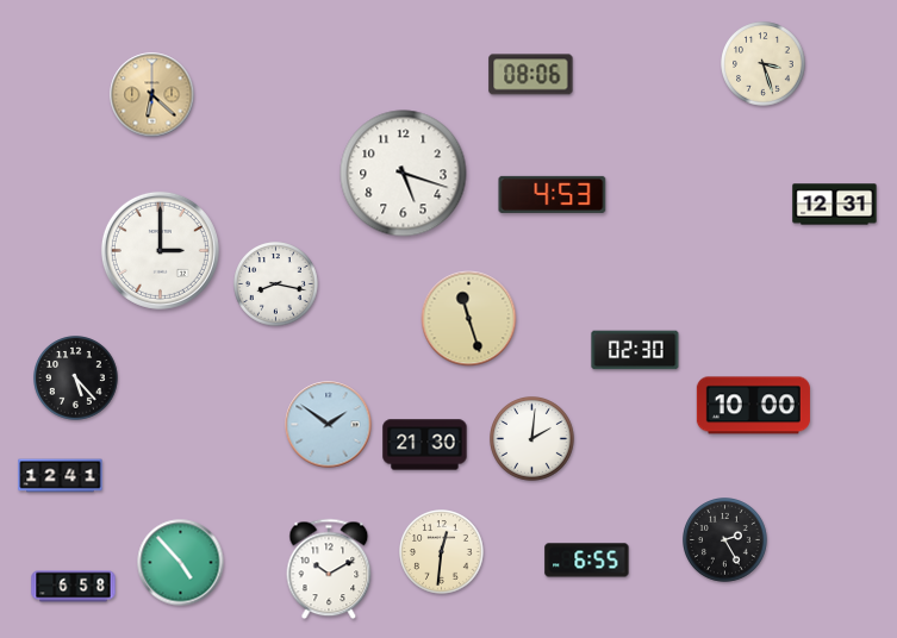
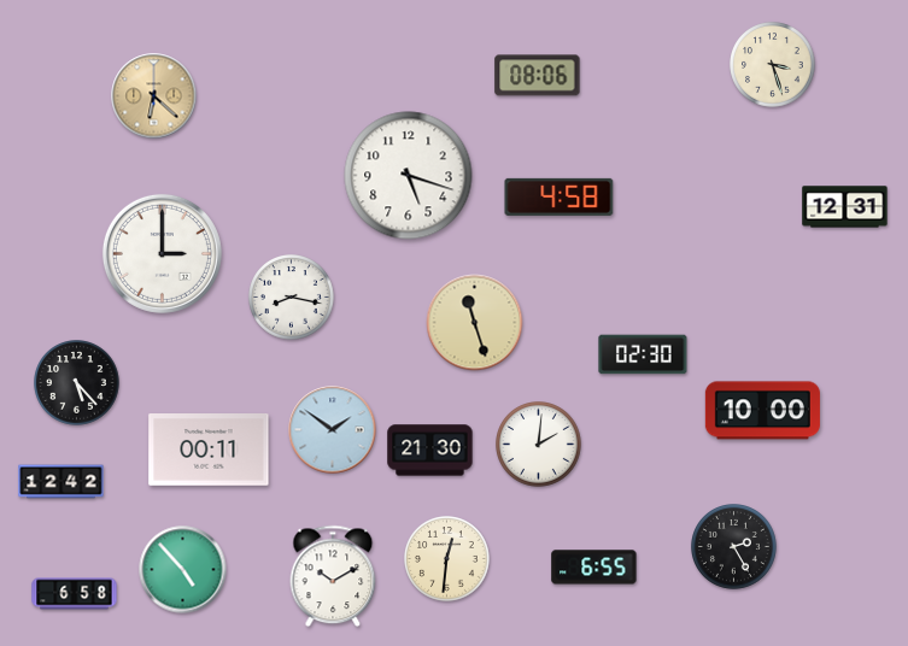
clock at (553, 194): 4:53 -> 4:58
clock at (276, 284) position: (276, 284) -> (292, 298)
clock at (209, 451): none -> 00:11
clock at (61, 476): 12:41 -> 12:42
